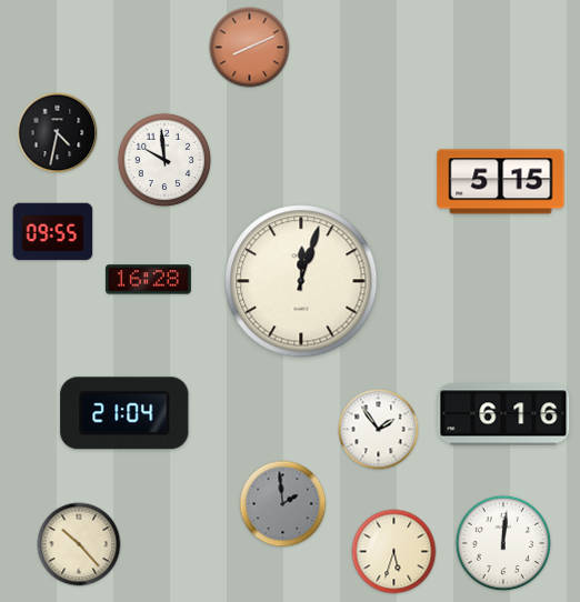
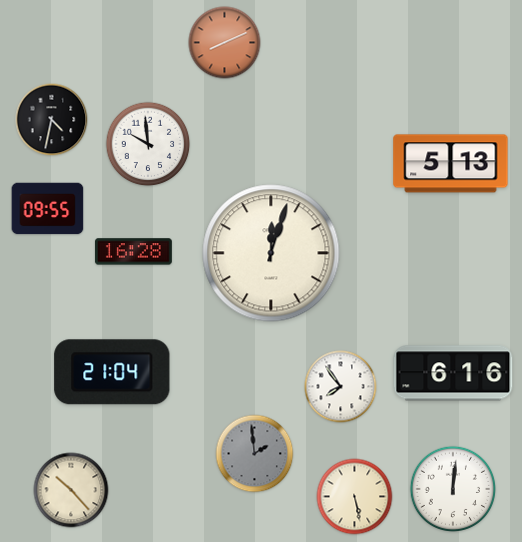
clock at (501, 182): 5:15 -> 5:13
clock at (379, 430): 1:54 -> 7:54
clock at (394, 552): 5:33 -> 5:28
